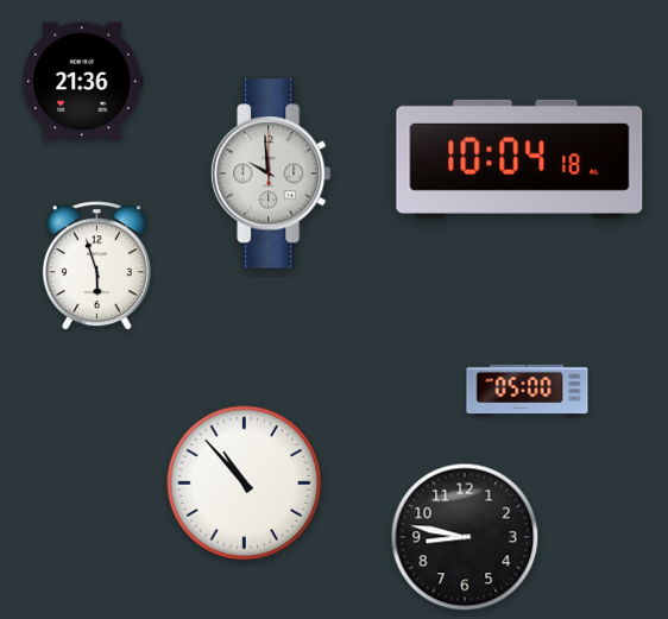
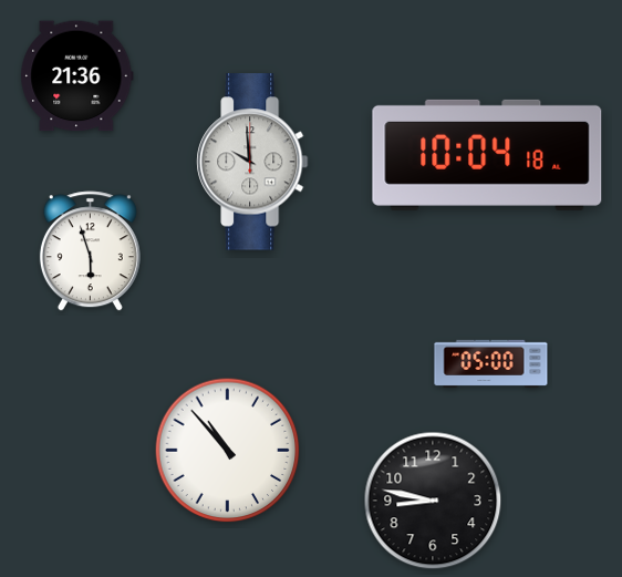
clock at (519, 159) position: (519, 159) -> (487, 155)
clock at (96, 266) position: (96, 266) -> (90, 251)
